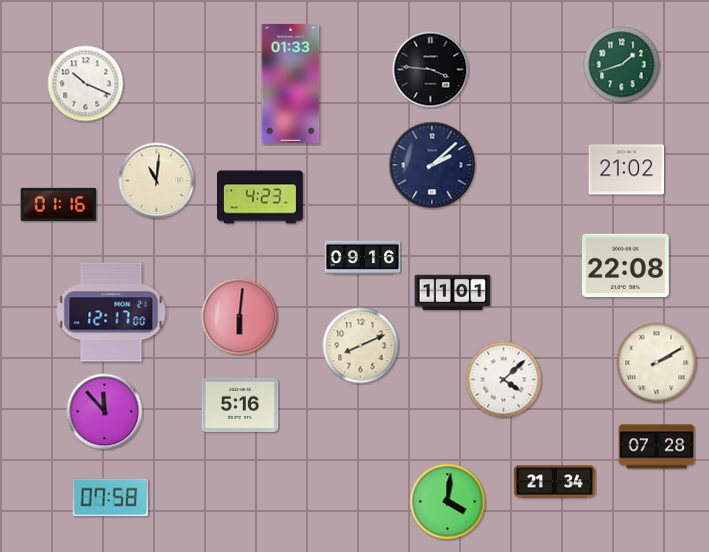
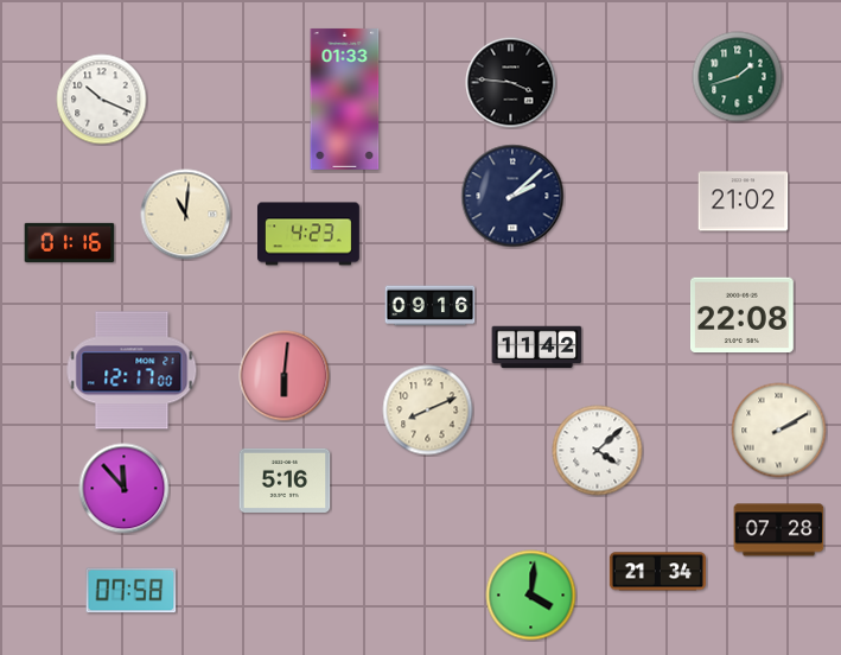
clock at (453, 293): 11:01 -> 11:42
